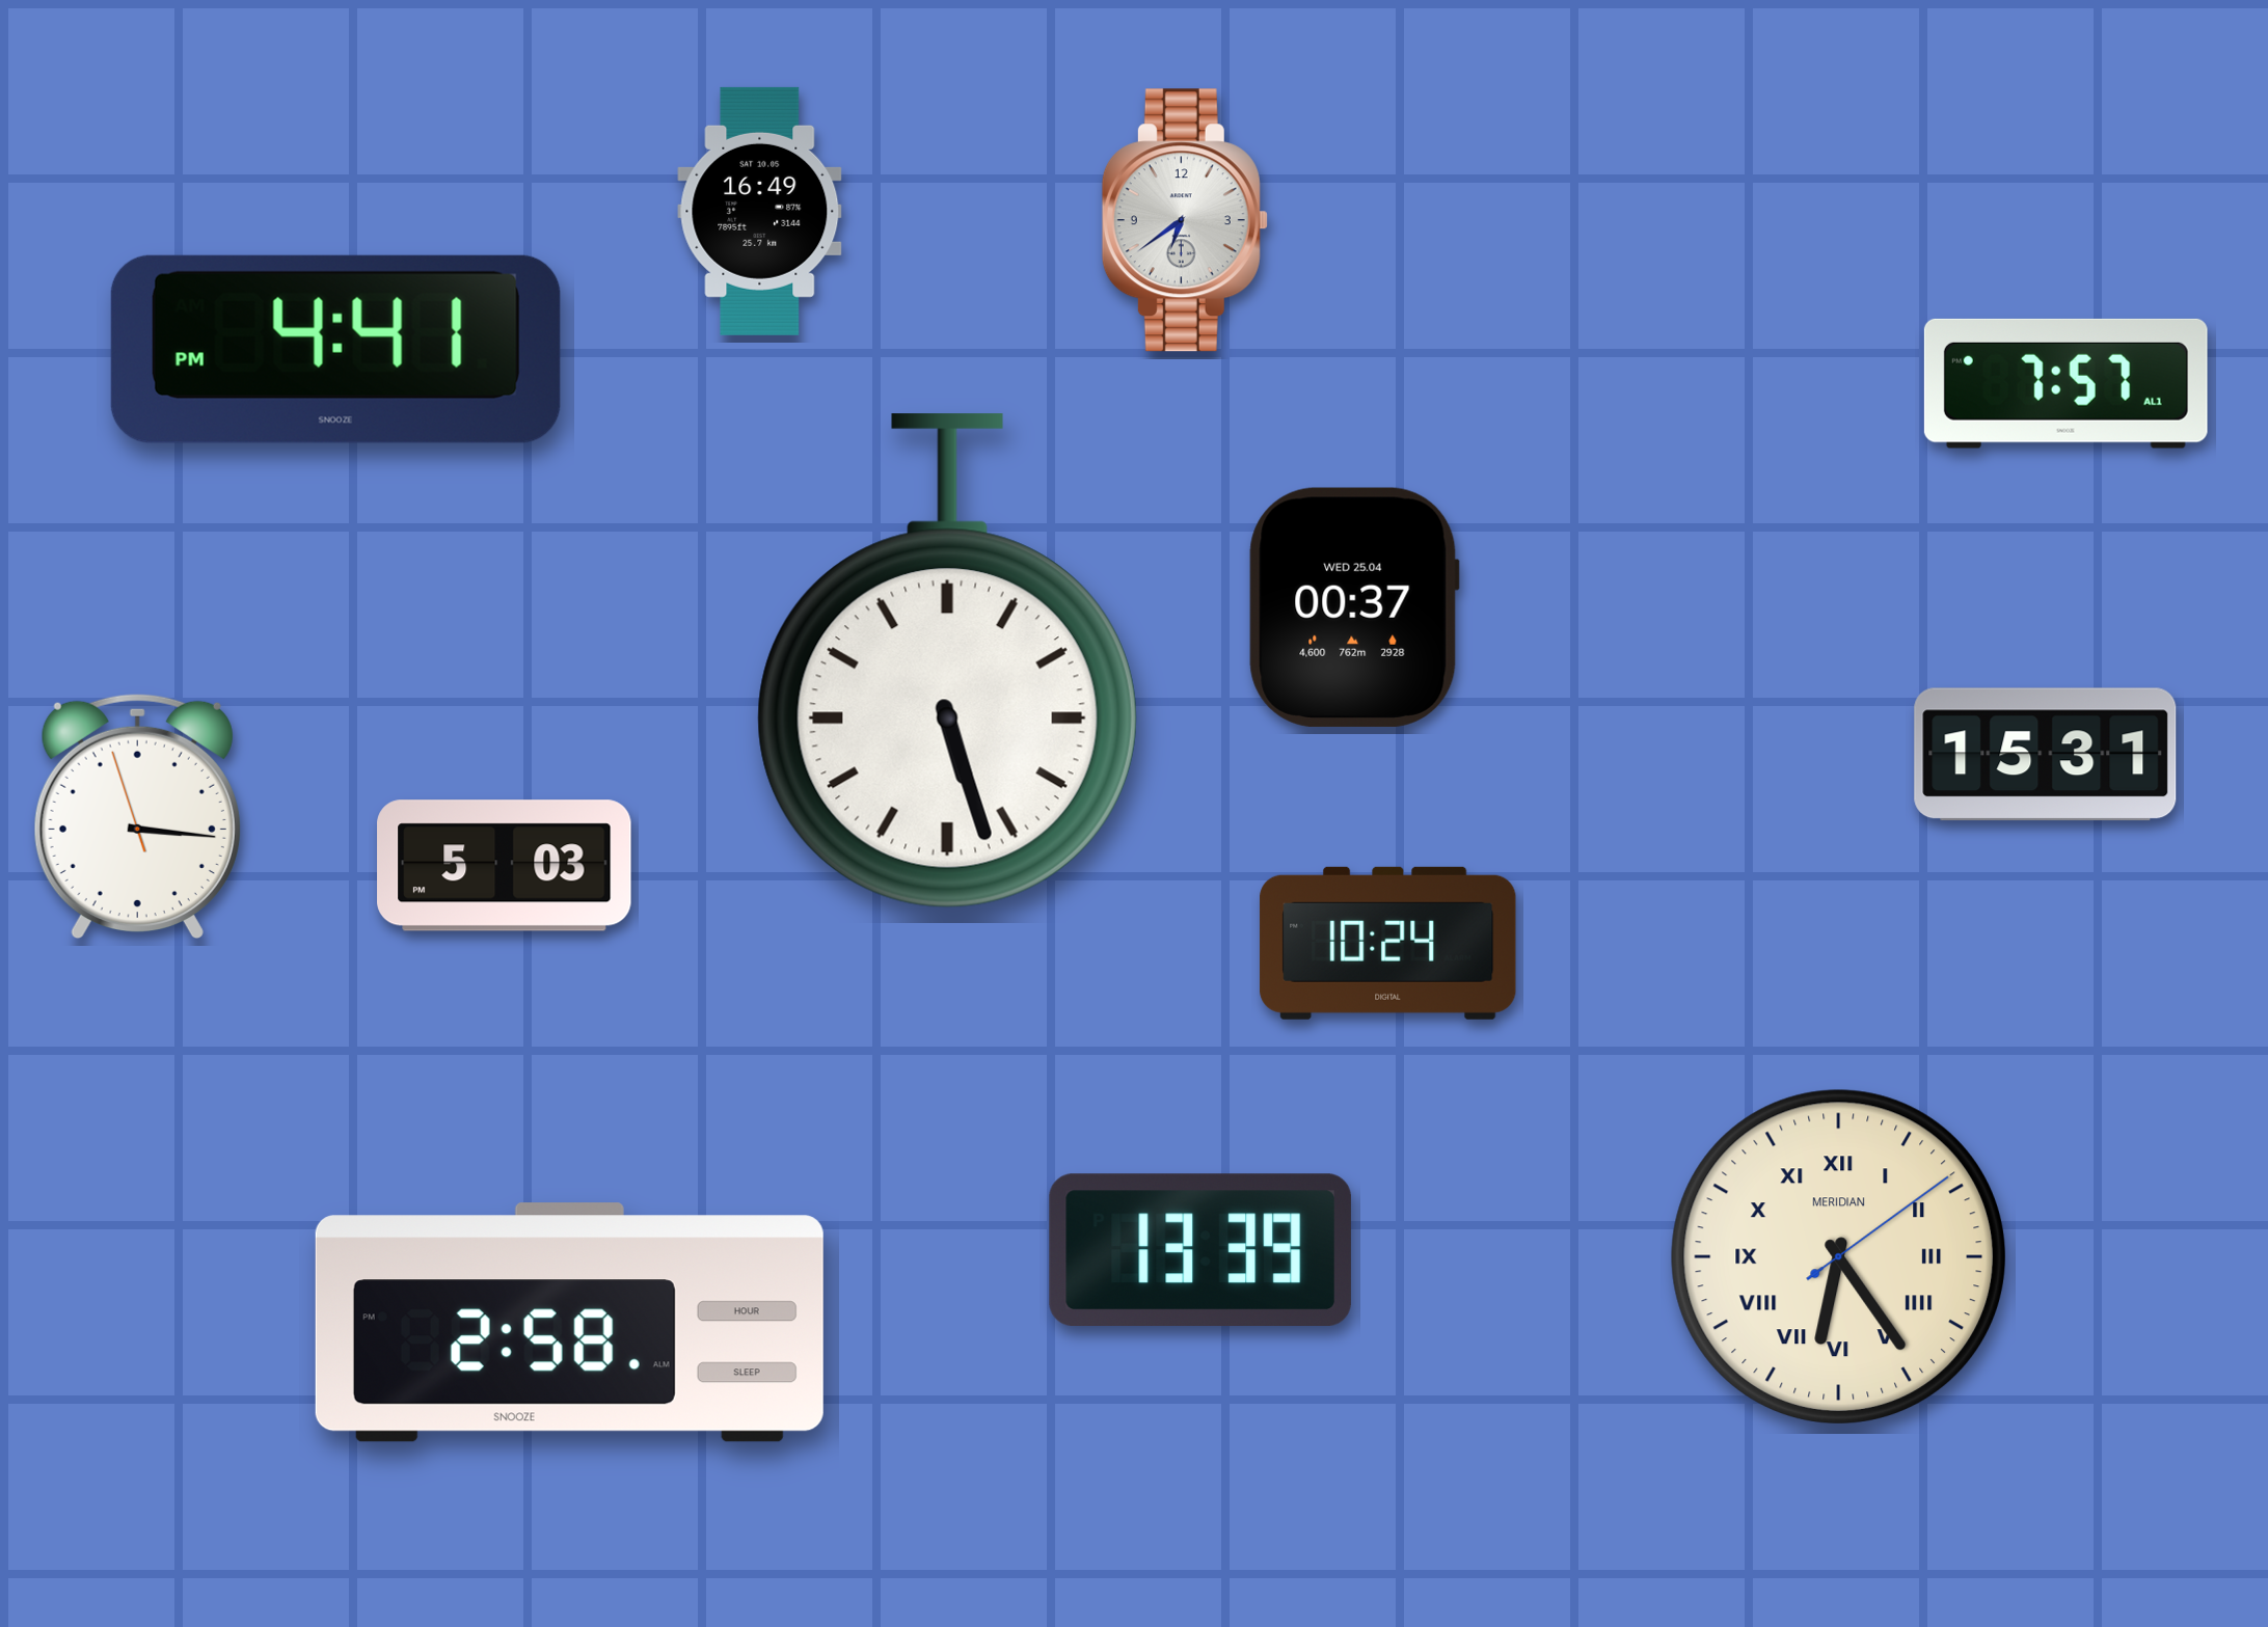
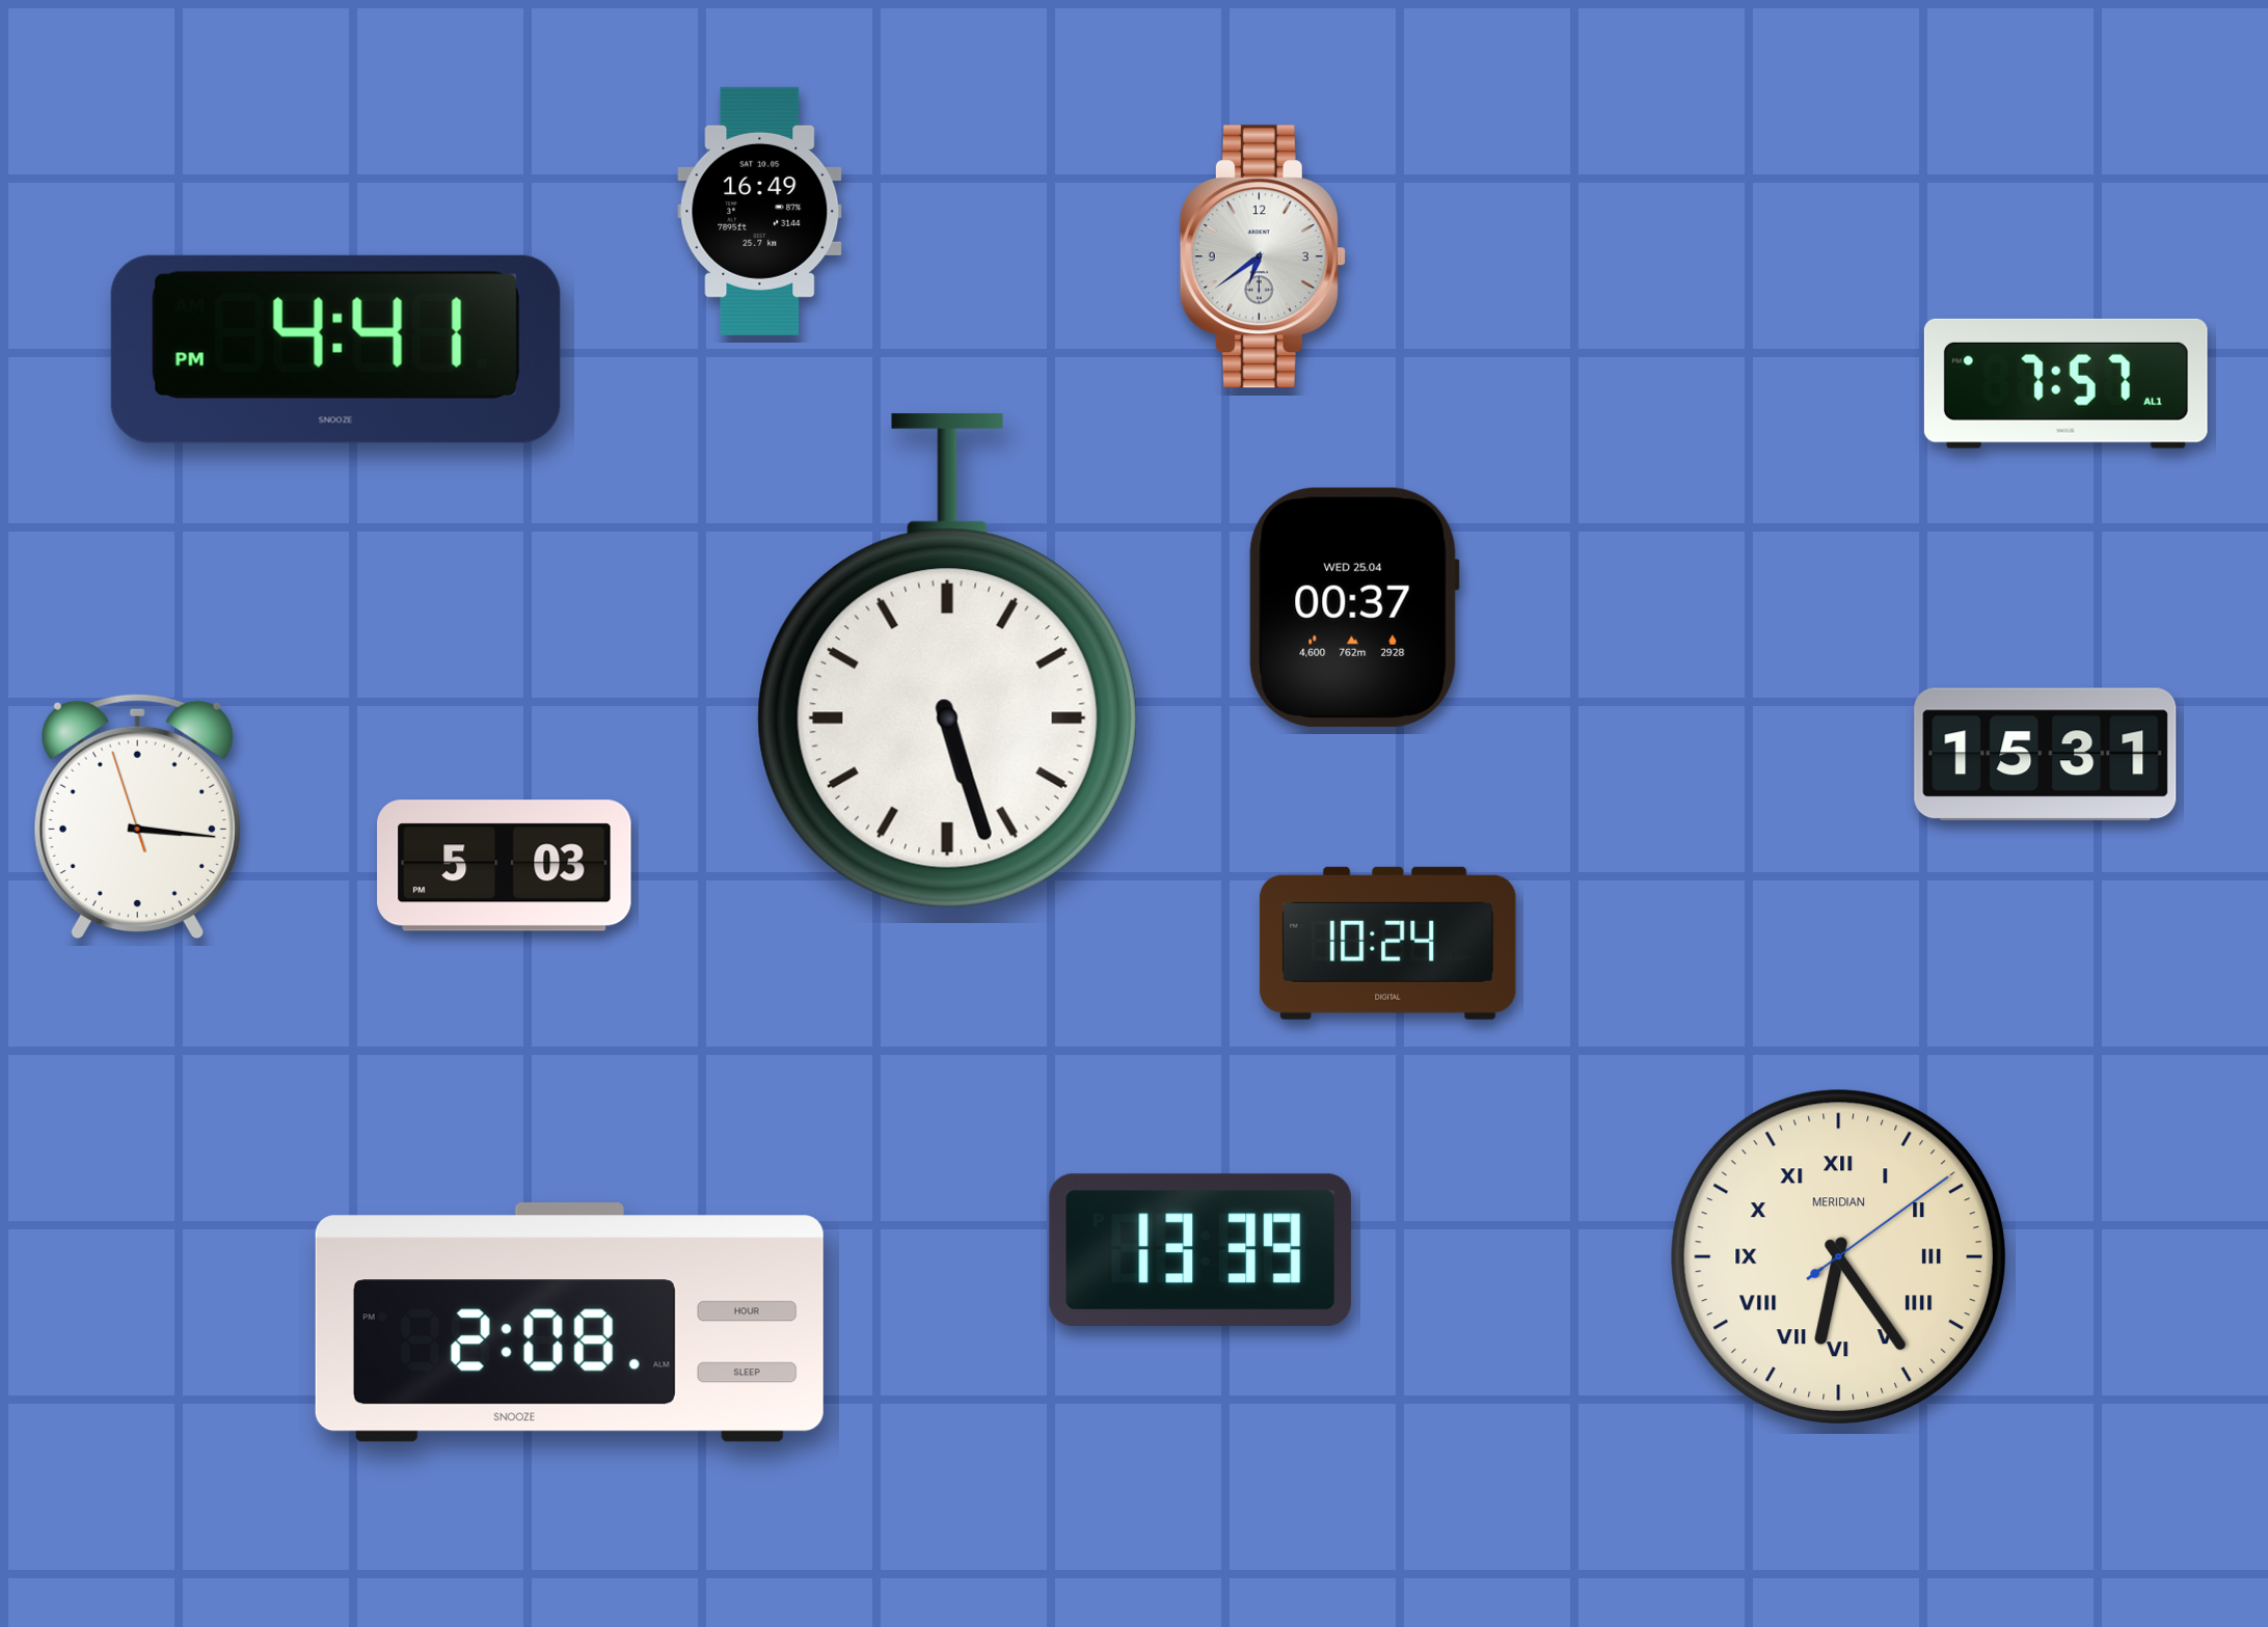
clock at (1185, 220) position: (1185, 220) -> (1263, 256)
clock at (569, 1323): 2:58 -> 2:08
